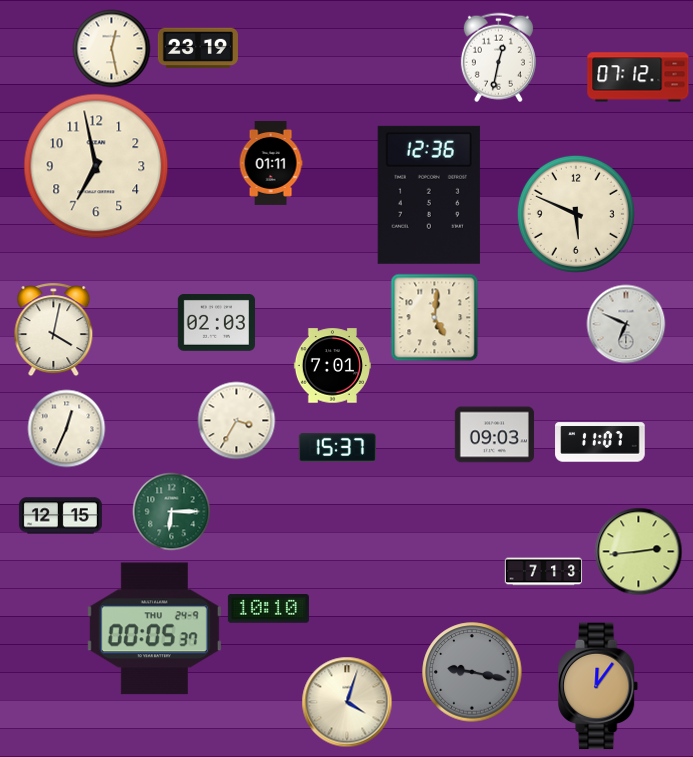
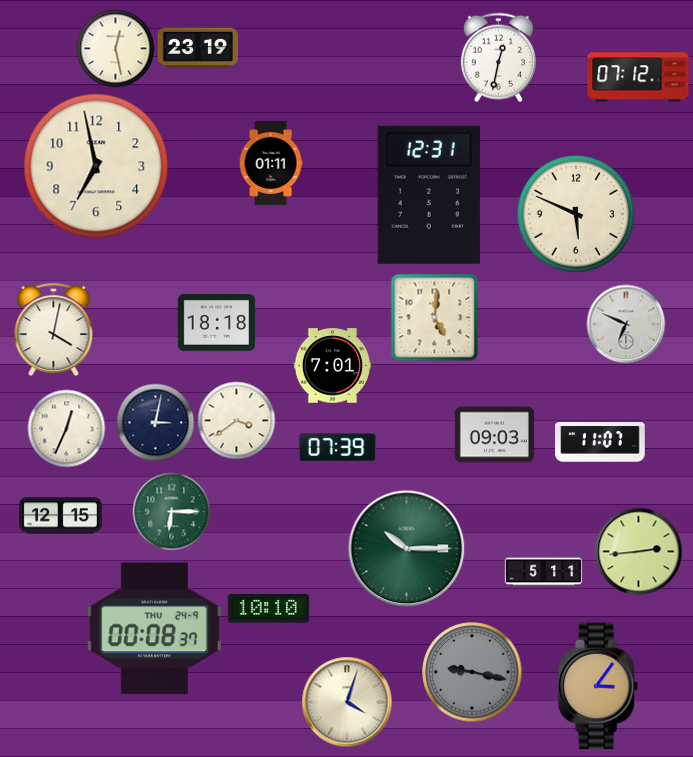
clock at (111, 48) position: (111, 48) -> (115, 48)
clock at (429, 195): 12:36 -> 12:31
clock at (216, 323): 02:03 -> 18:18
clock at (236, 420): 3:35 -> 3:39
clock at (155, 422): none -> 3:02
clock at (337, 448): 15:37 -> 07:39
clock at (406, 548): none -> 10:15
clock at (543, 572): 7:13 -> 5:11
clock at (154, 629): 00:05 -> 00:08
clock at (599, 686): 12:06 -> 3:06
